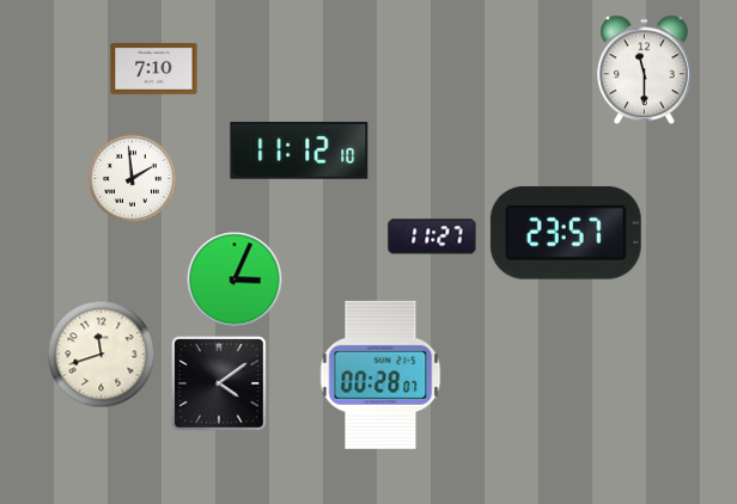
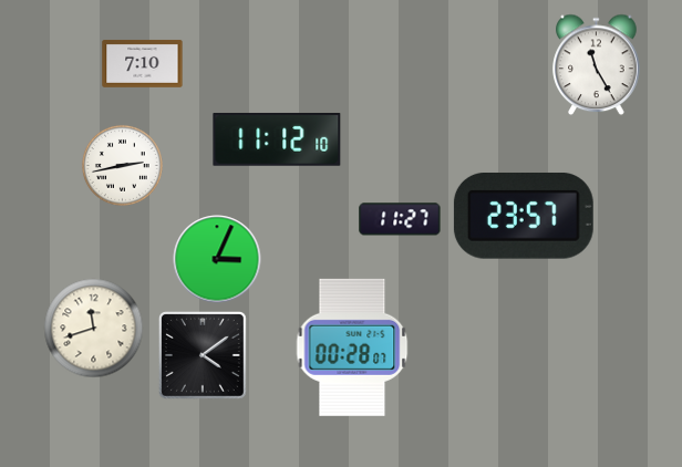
clock at (645, 70): 11:30 -> 11:25
clock at (132, 178): 1:59 -> 2:43
